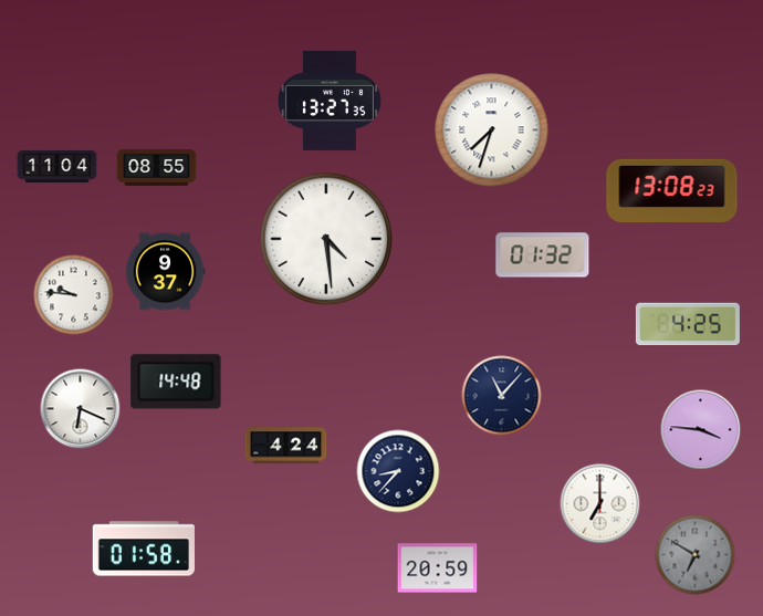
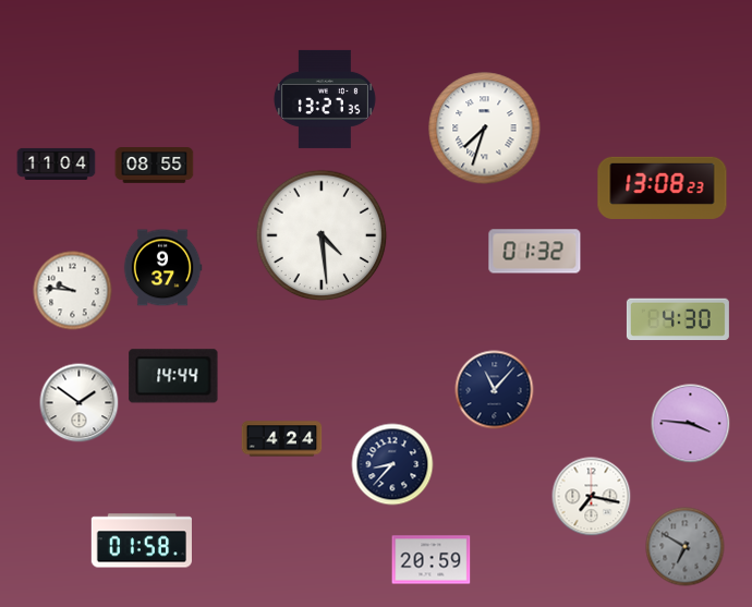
clock at (688, 324): 4:25 -> 4:30
clock at (176, 382): 14:48 -> 14:44
clock at (81, 409): 6:19 -> 1:51
clock at (600, 504): 7:00 -> 7:17
